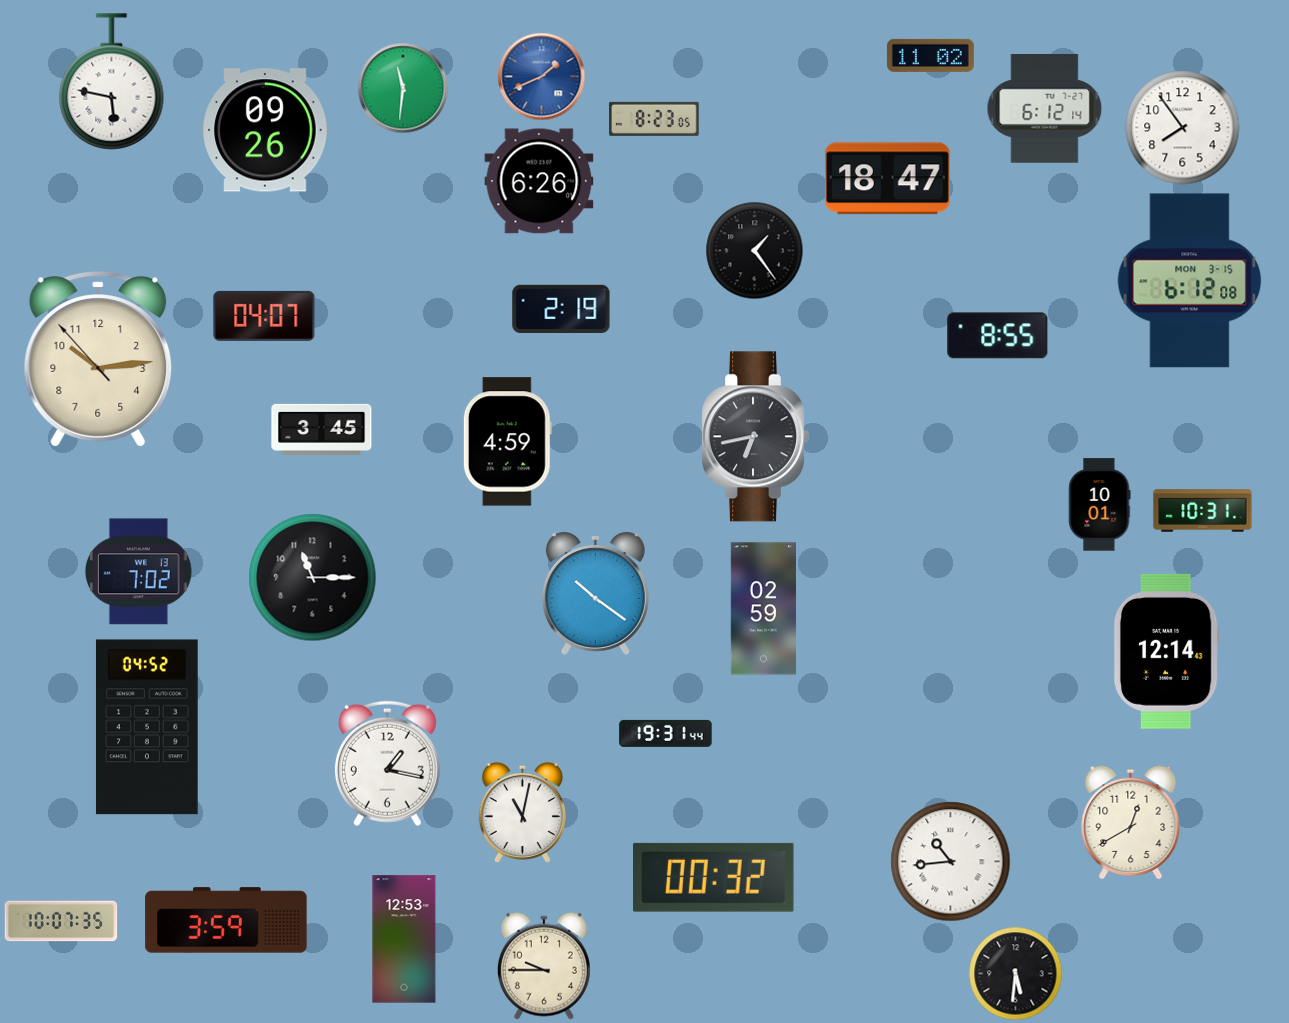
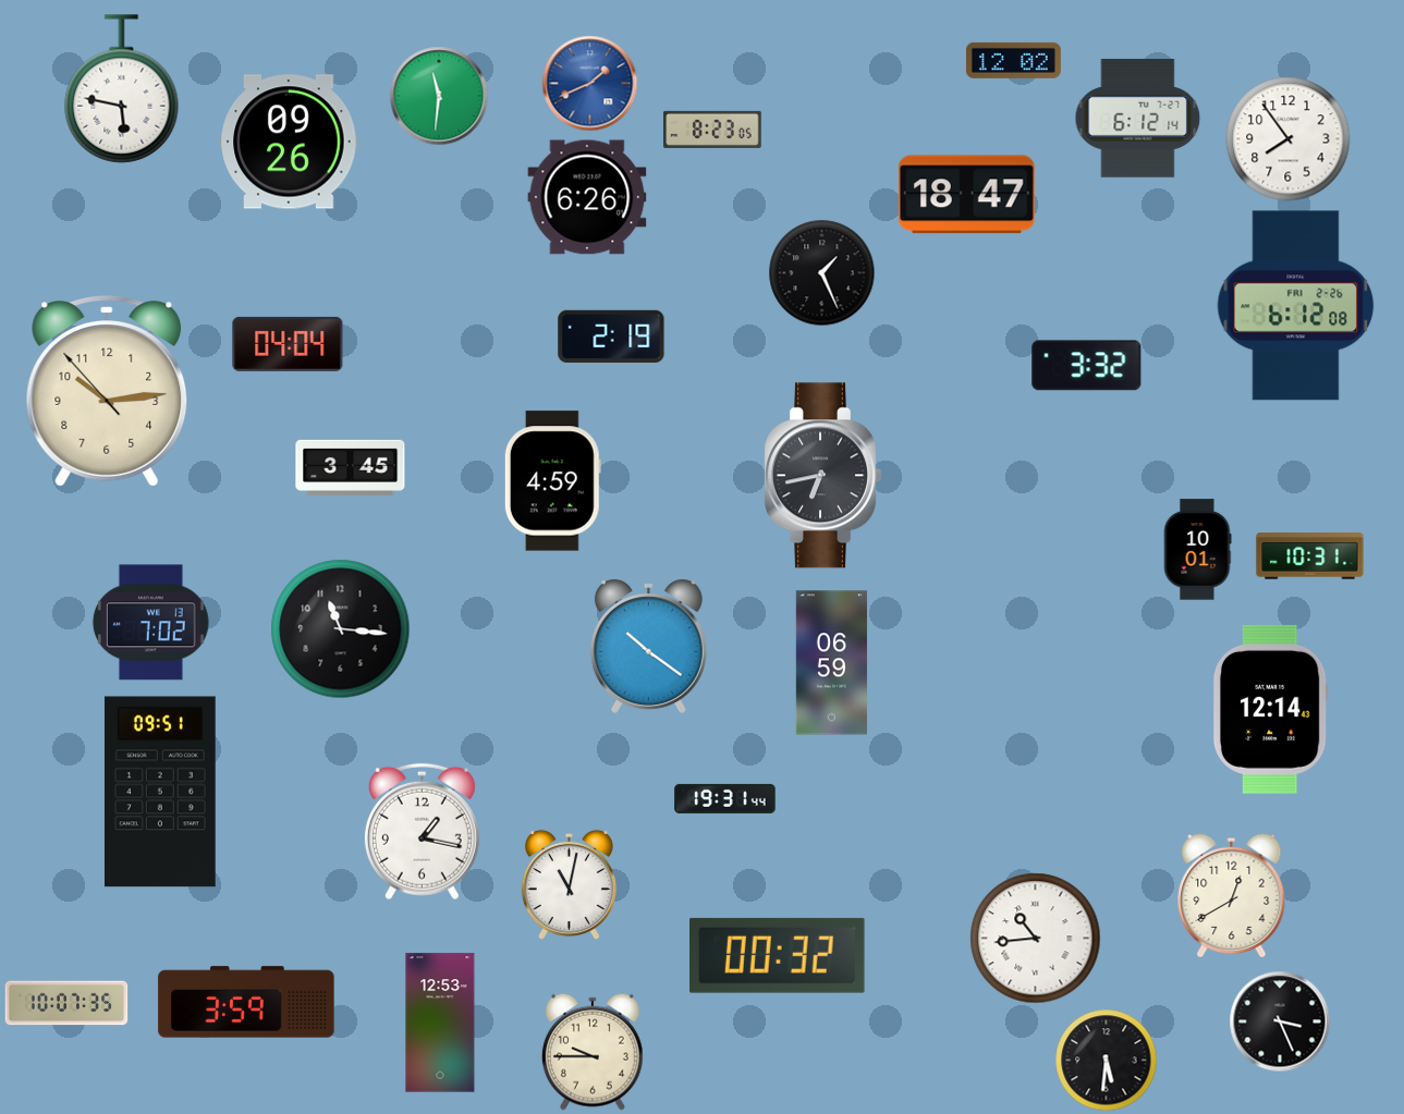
clock at (930, 55): 11:02 -> 12:02
clock at (755, 251): 1:24 -> 1:26
clock at (1190, 281) date: MON 3-15 -> FRI 2-26
clock at (264, 316): 04:07 -> 04:04
clock at (998, 336): 8:55 -> 3:32
clock at (313, 578): 11:15 -> 11:16
clock at (763, 609): 02:59 -> 06:59
clock at (147, 727): 04:52 -> 09:51
clock at (1280, 1021): none -> 3:26
